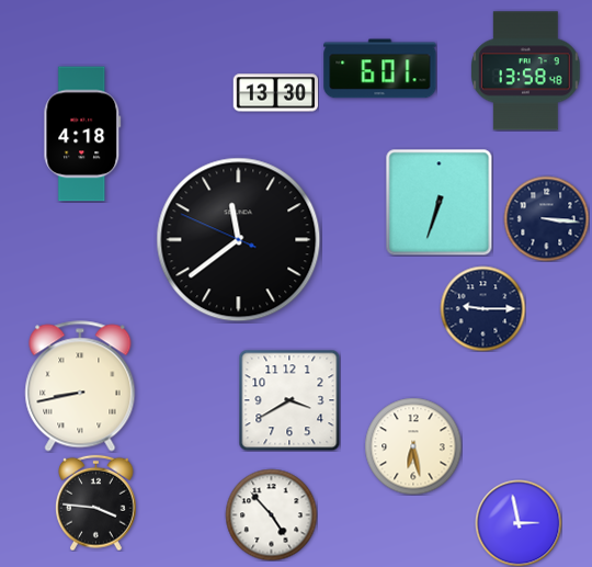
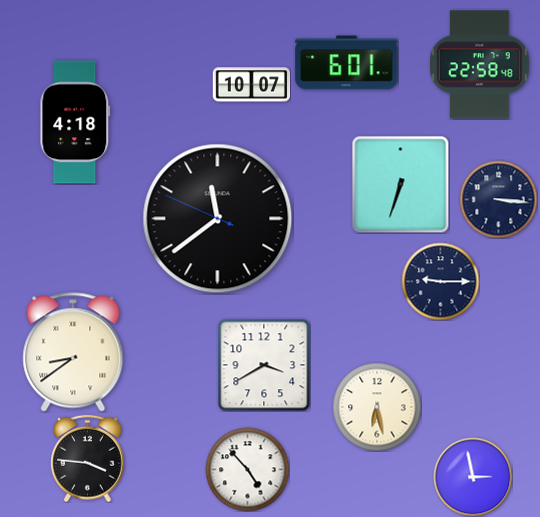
clock at (526, 71): 13:58 -> 22:58
clock at (275, 93): 13:30 -> 10:07
clock at (80, 386): 8:43 -> 8:39
